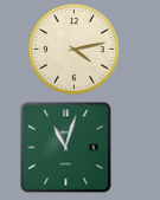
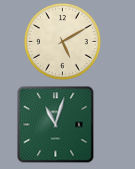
clock at (75, 50): 4:13 -> 5:10
